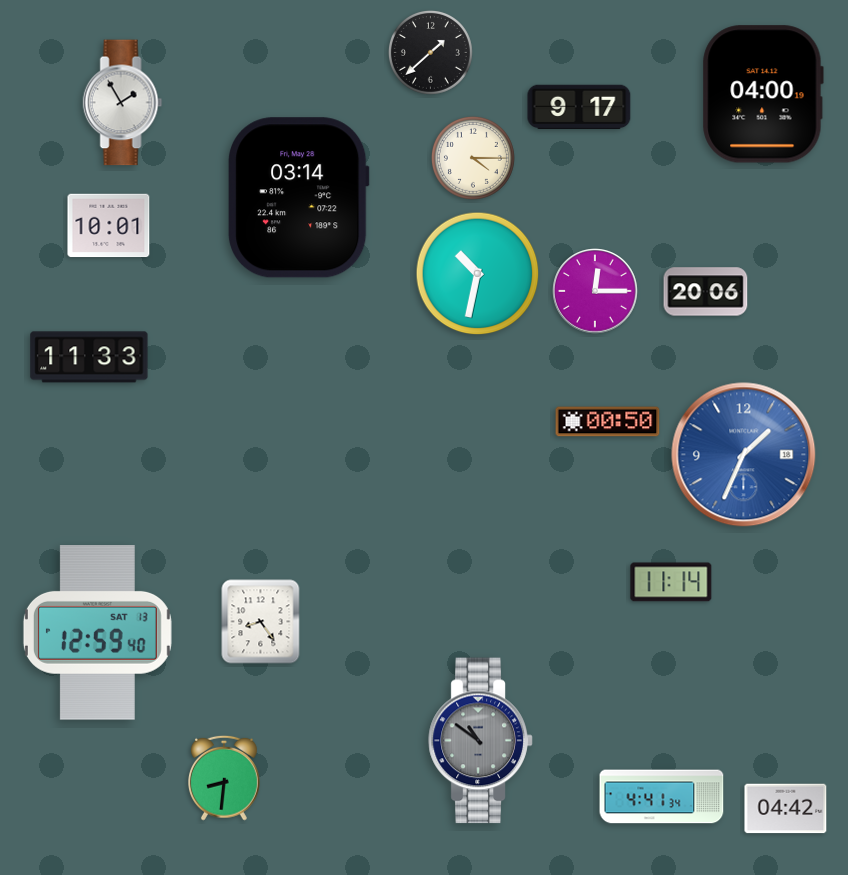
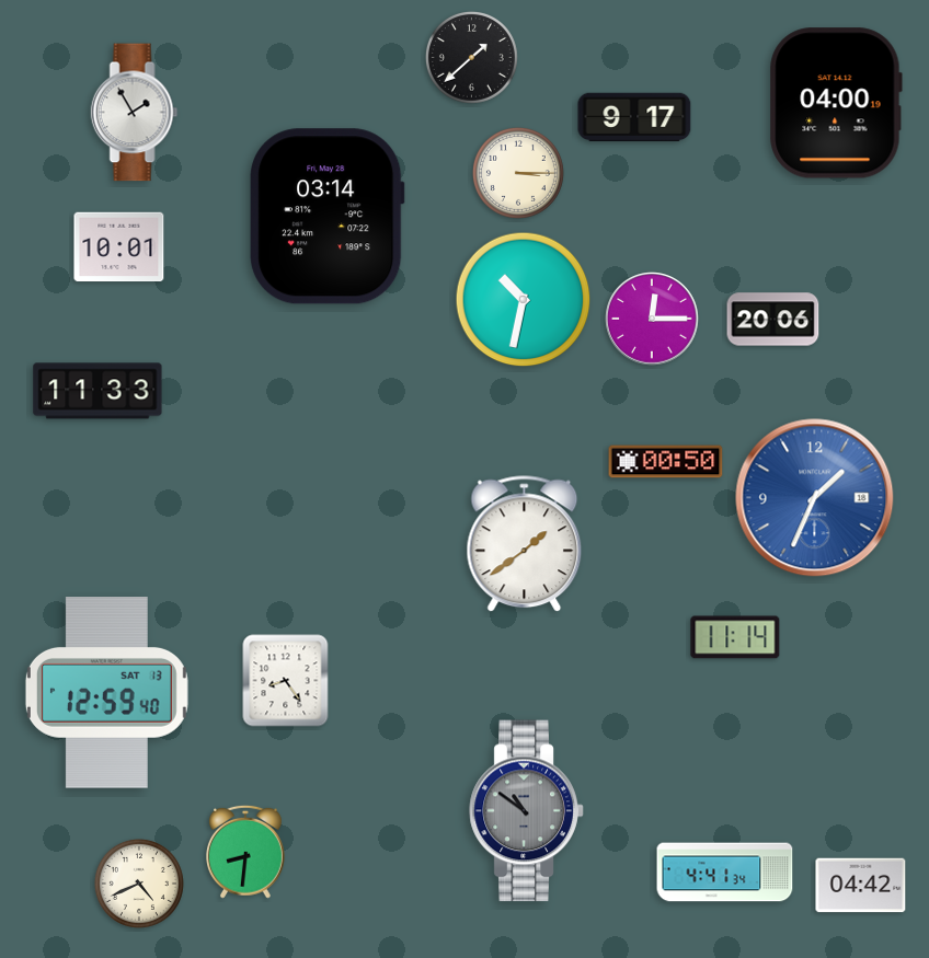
clock at (473, 158): 4:15 -> 3:15
clock at (525, 544): none -> 1:39
clock at (139, 884): none -> 4:41
